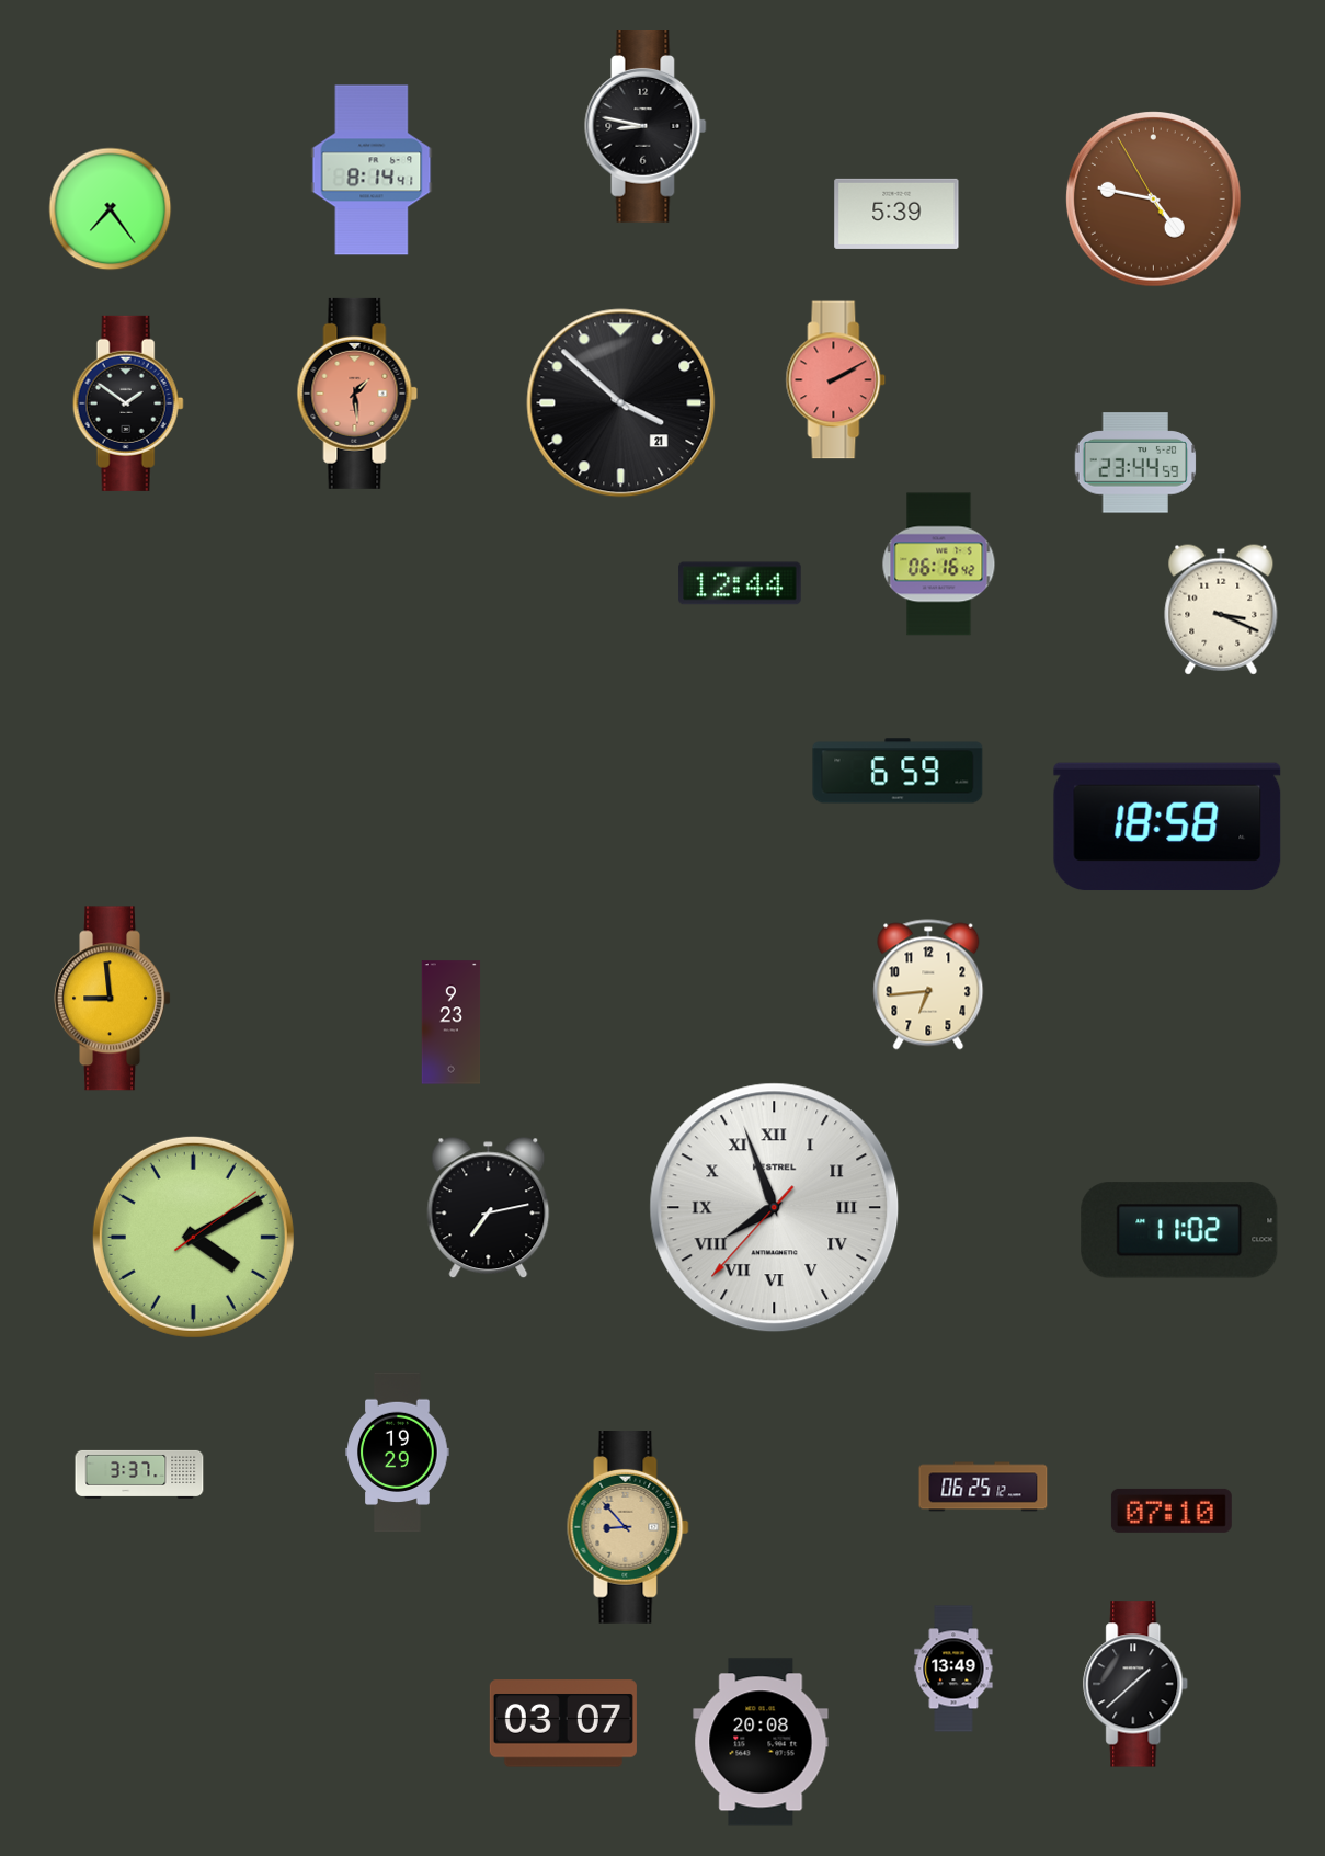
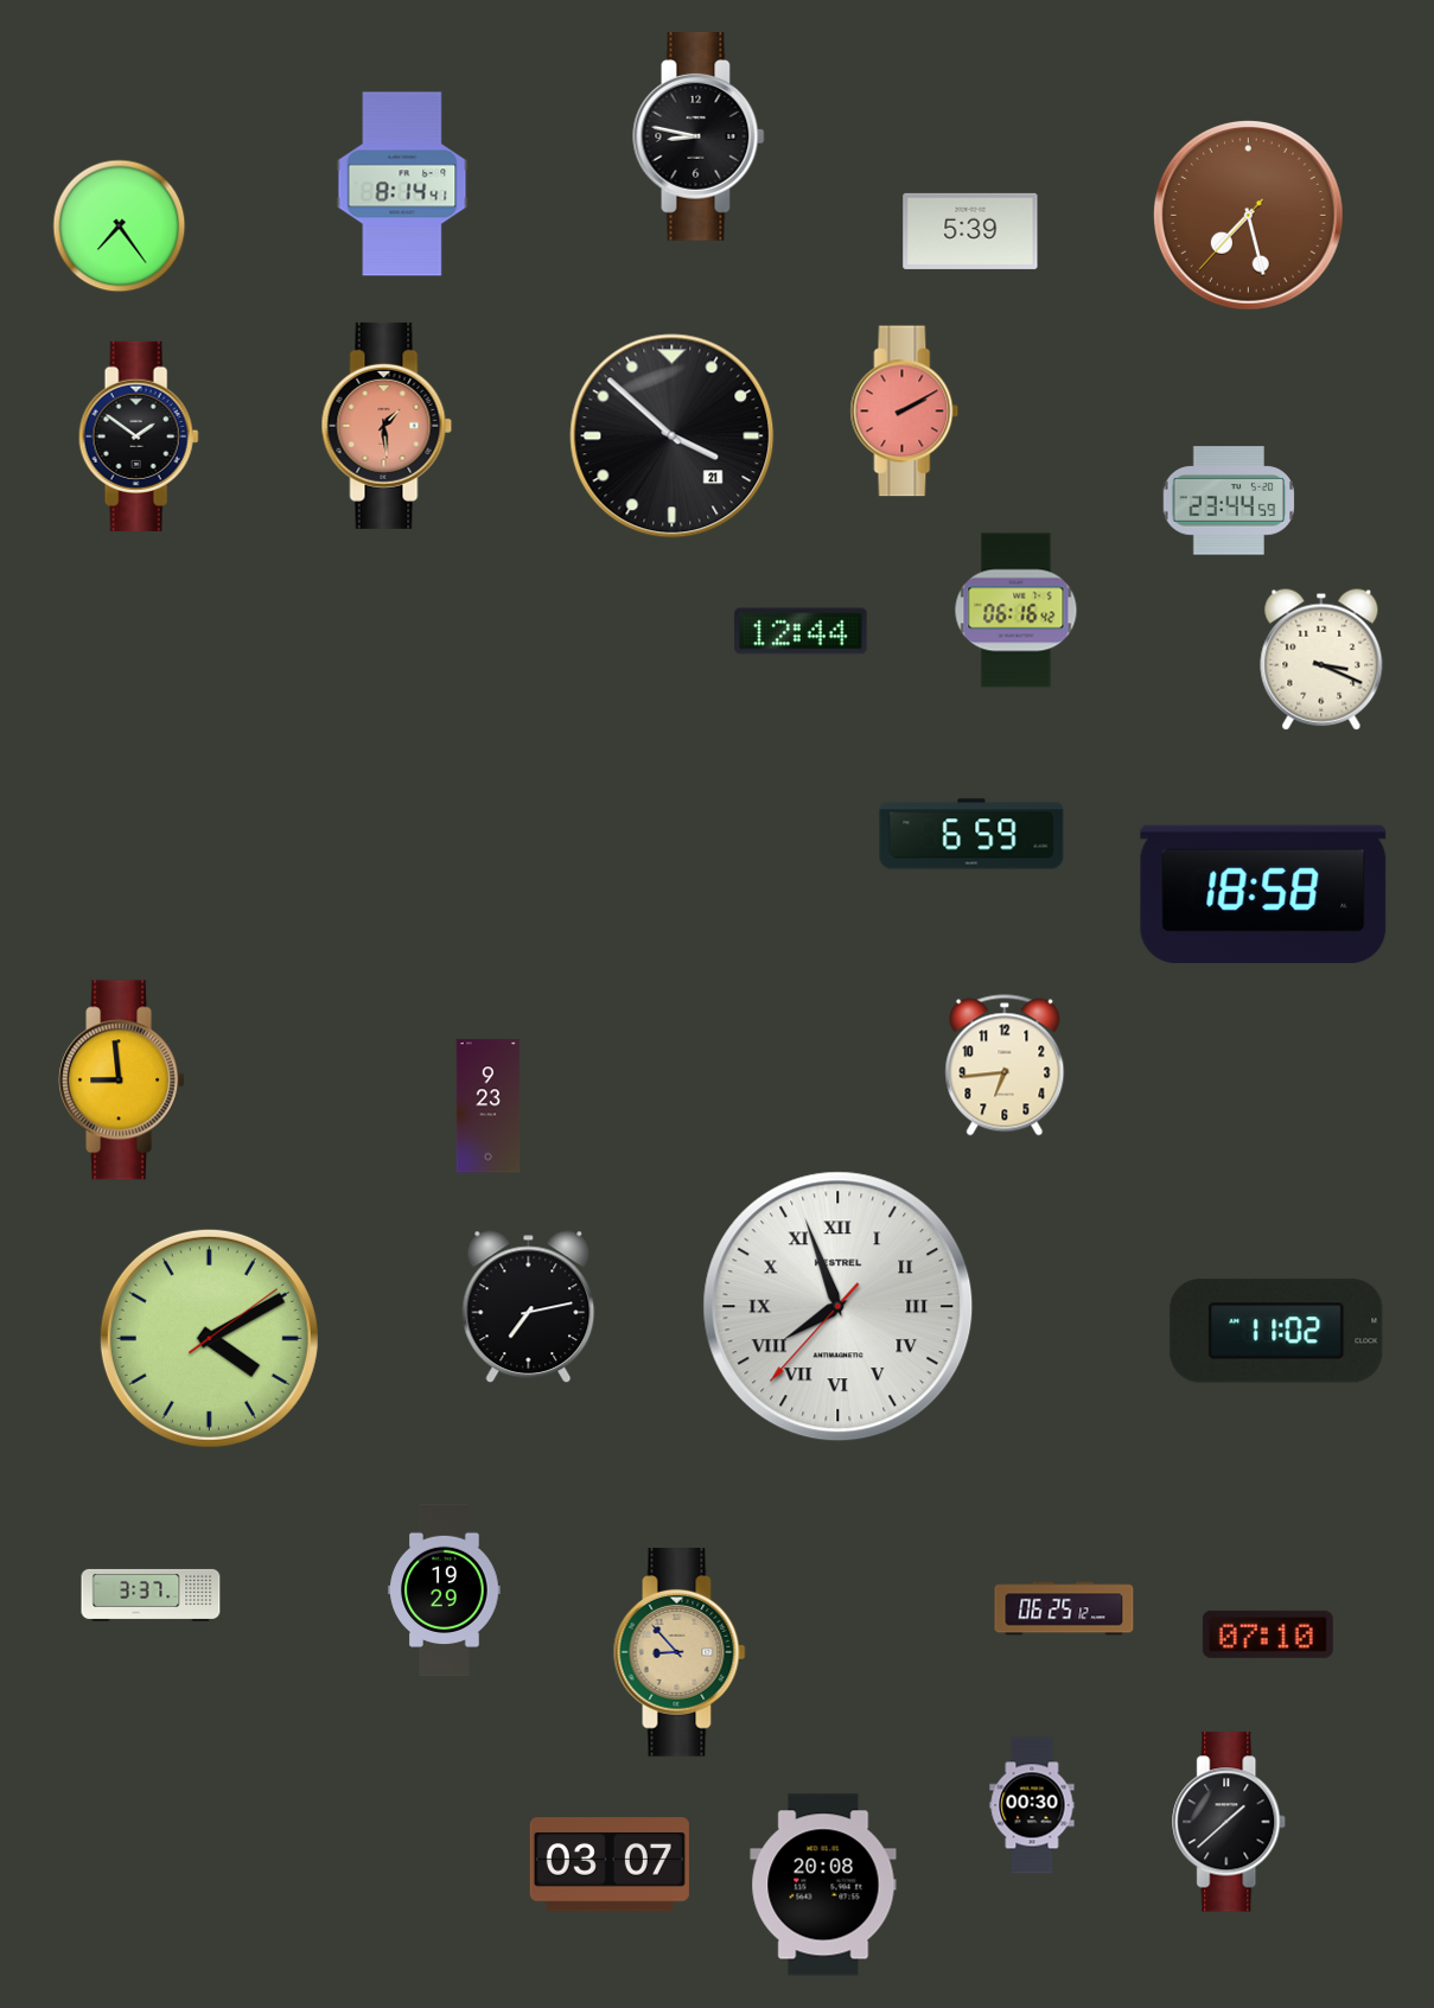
clock at (1153, 198): 4:46 -> 7:27
clock at (398, 1453) position: (398, 1453) -> (445, 1591)
clock at (953, 1669): 13:49 -> 00:30
